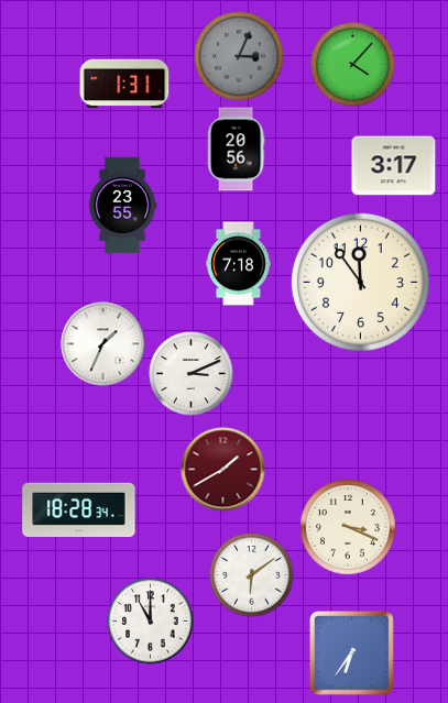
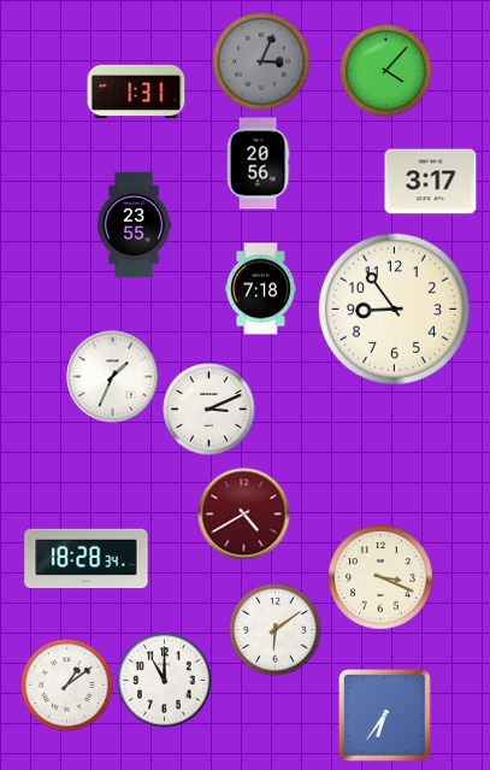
clock at (360, 282): 11:54 -> 8:54
clock at (223, 470): 1:40 -> 4:40
clock at (67, 686): none -> 1:09
